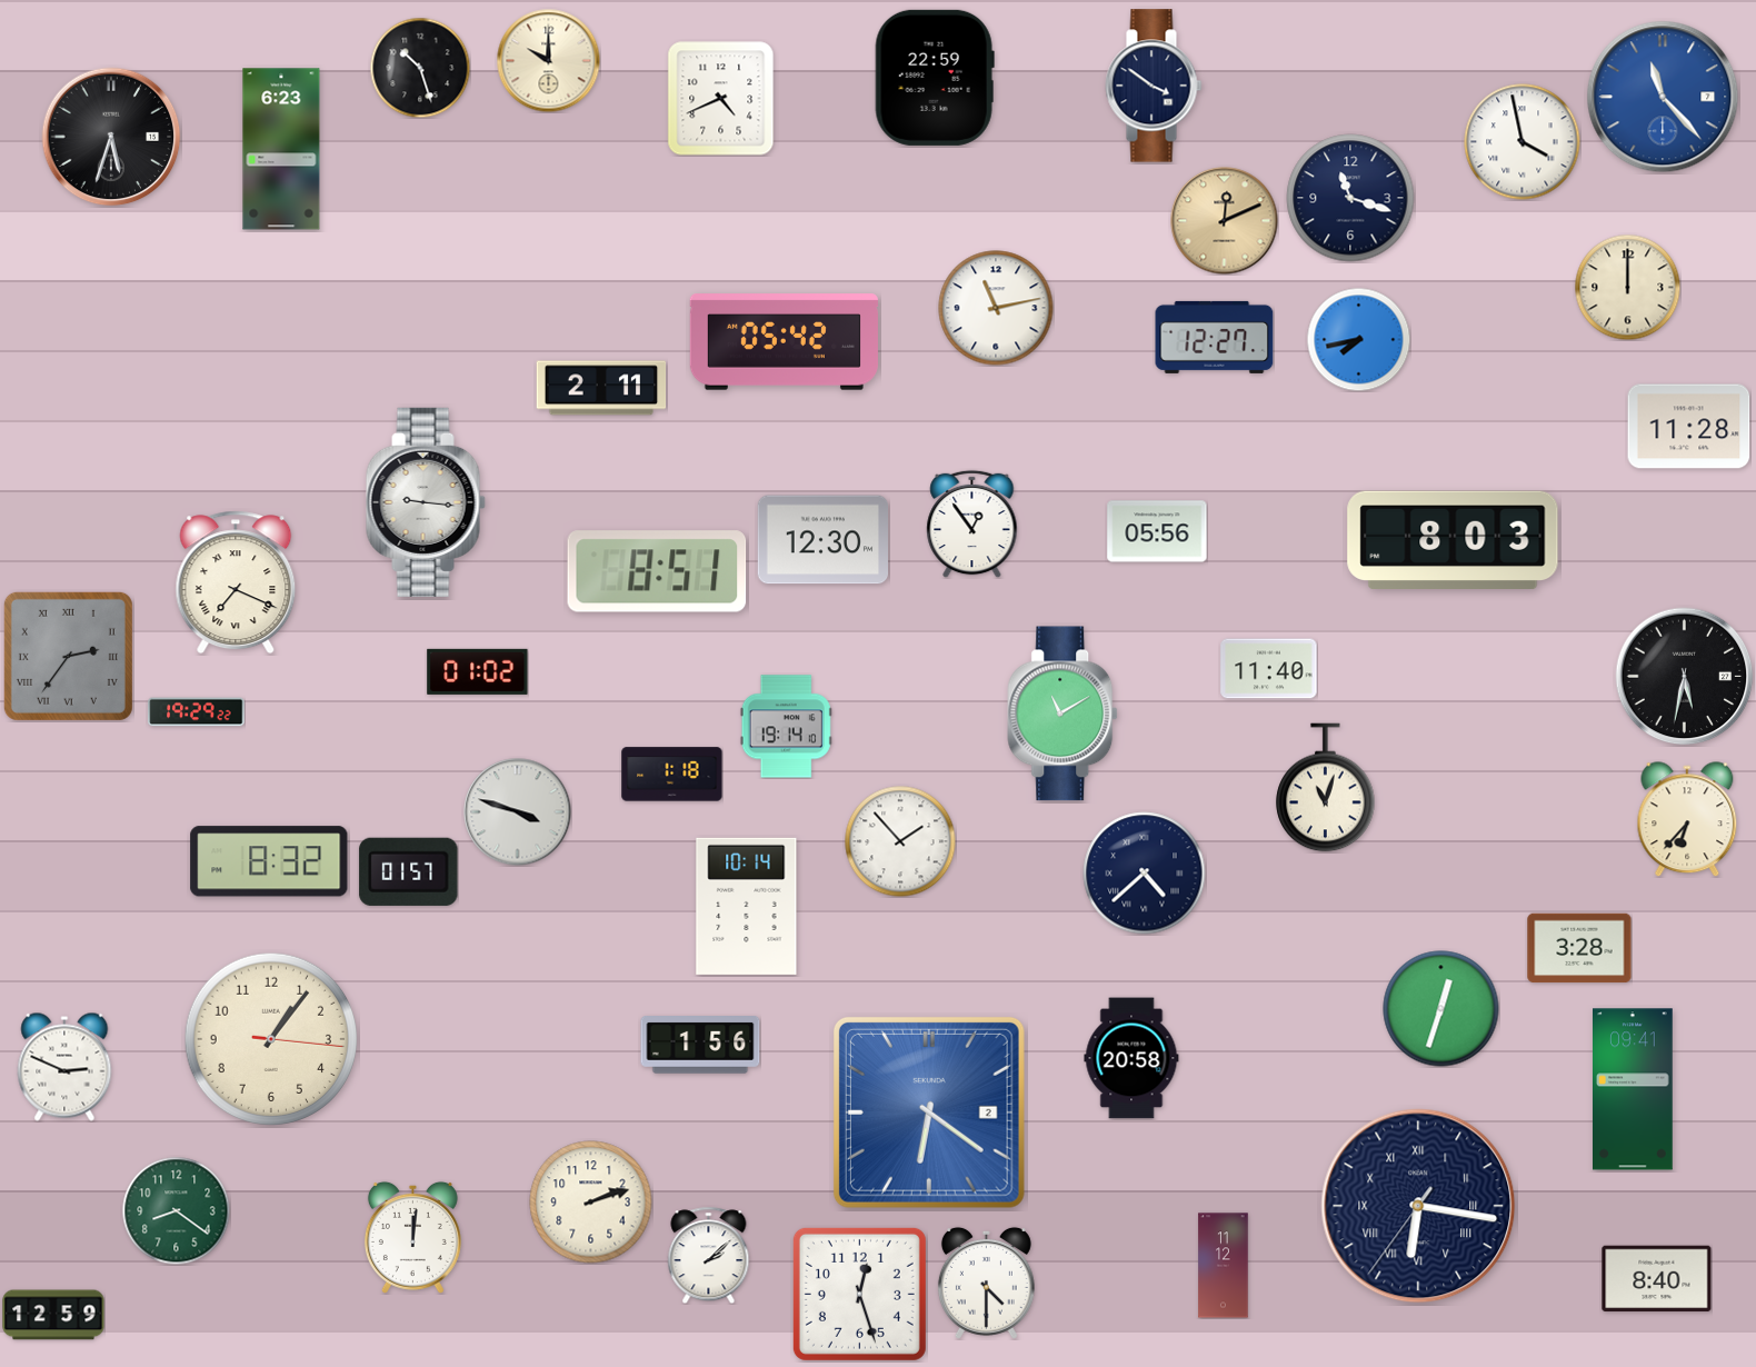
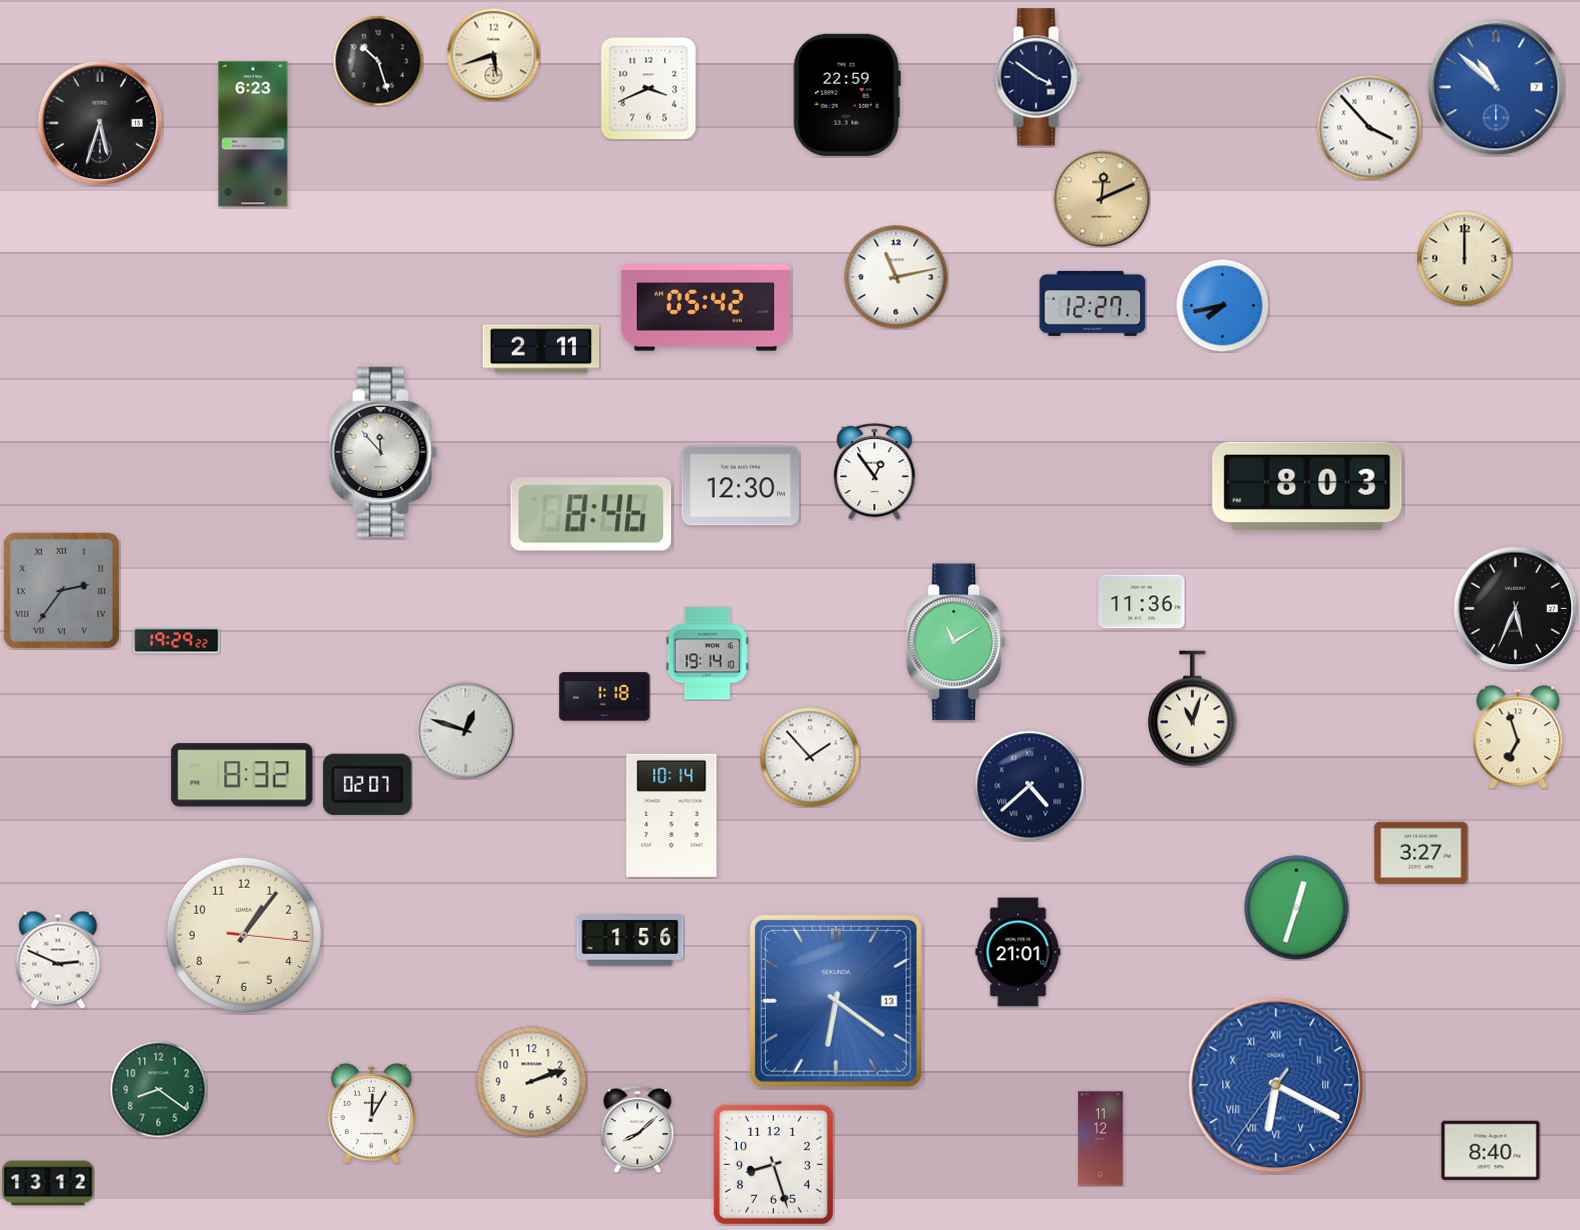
clock at (548, 60): 10:00 -> 5:42
clock at (935, 78) position: (935, 78) -> (847, 95)
clock at (1663, 97): 11:23 -> 10:52
clock at (721, 99): 4:41 -> 3:41
clock at (1523, 142): 3:58 -> 3:53
clock at (1350, 198): 11:18 -> none
clock at (1689, 427): 11:28 -> none
clock at (426, 502): 9:16 -> 11:53
clock at (1157, 531): 05:56 -> none
clock at (657, 571): 8:51 -> 8:46
clock at (236, 582): 7:19 -> none
clock at (1269, 669): 11:40 -> 11:36
clock at (478, 671): 01:02 -> none
clock at (1685, 677): 5:32 -> 5:34
clock at (518, 812): 3:48 -> 12:48
clock at (1687, 819): 6:37 -> 6:57
clock at (409, 871): 01:57 -> 02:07
clock at (1579, 948): 3:28 -> 3:27
clock at (1131, 1058): 20:58 -> 21:01
clock at (1633, 1089): 09:41 -> none
clock at (929, 1112) date: 2 -> 13
clock at (1418, 1206): 6:16 -> 6:19
clock at (1418, 1206) dial: navy -> blue
clock at (412, 1237): 12:01 -> 12:05
clock at (709, 1255): 2:08 -> 8:08
clock at (986, 1283): 4:30 -> none
clock at (859, 1294): 12:27 -> 8:27
clock at (53, 1315): 12:59 -> 13:12
